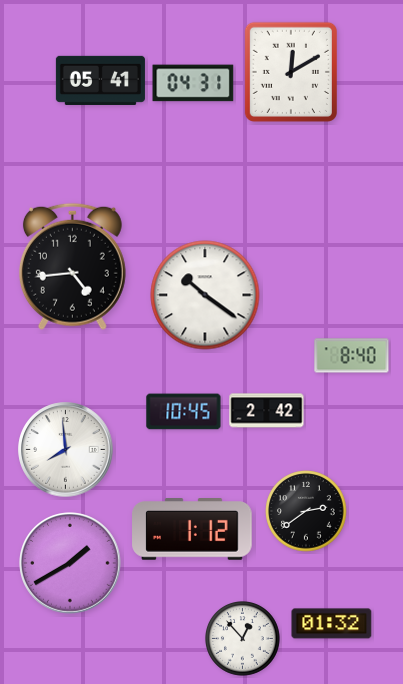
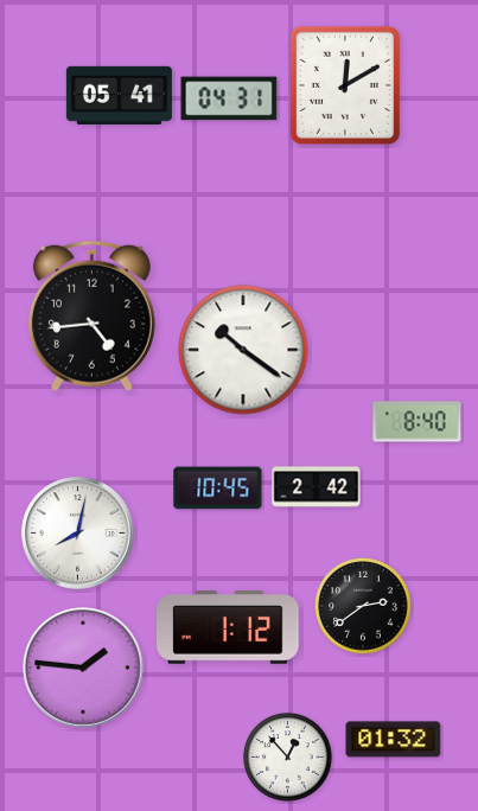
clock at (72, 266) position: (72, 266) -> (91, 315)
clock at (66, 450): 7:59 -> 8:02
clock at (70, 563): 1:40 -> 1:46
